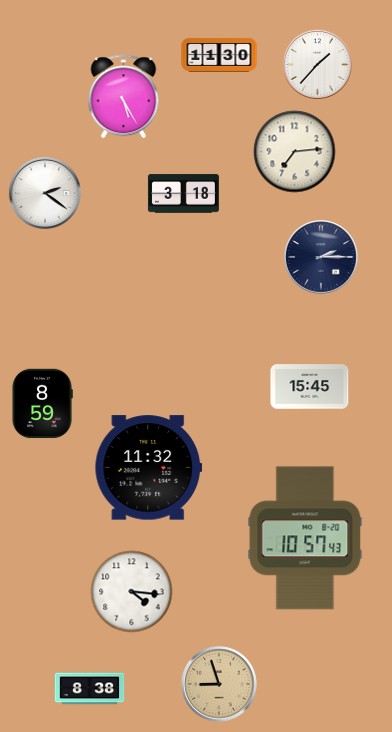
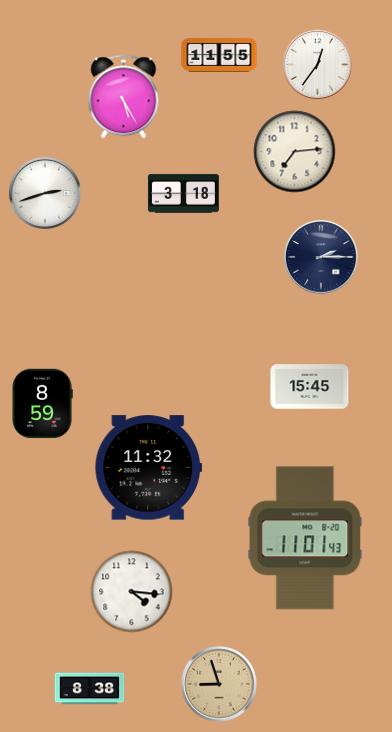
clock at (219, 55): 11:30 -> 11:55
clock at (317, 64): 1:37 -> 12:36
clock at (45, 193): 2:21 -> 2:42
clock at (305, 538): 10:57 -> 11:01
